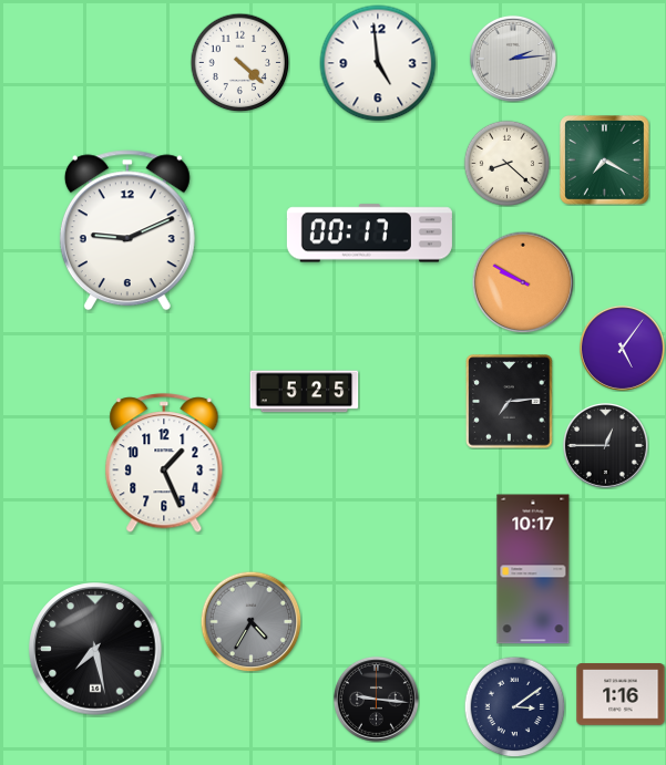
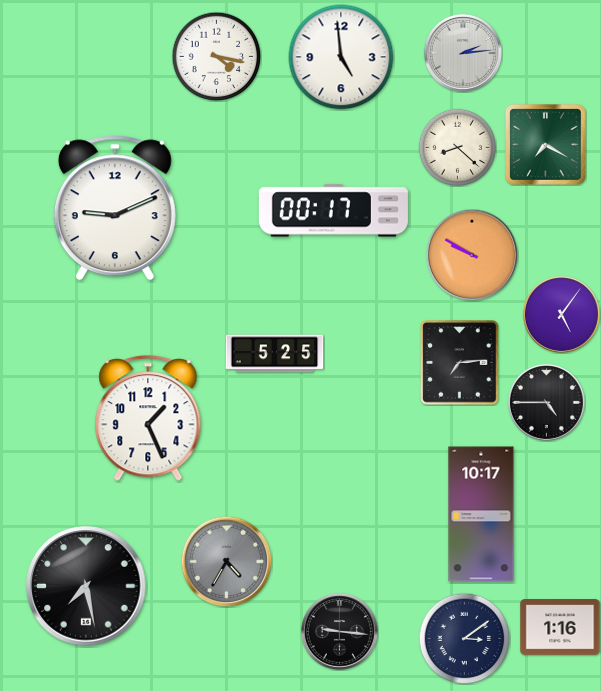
clock at (239, 62): 4:22 -> 4:17
clock at (605, 445): 12:45 -> 4:45
